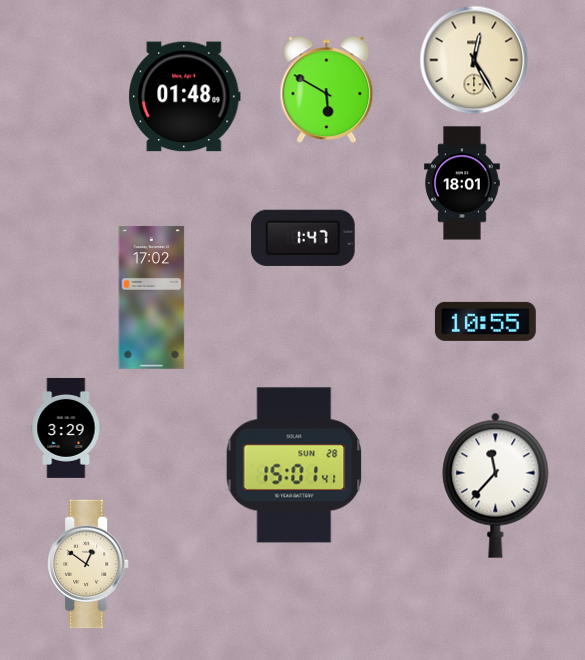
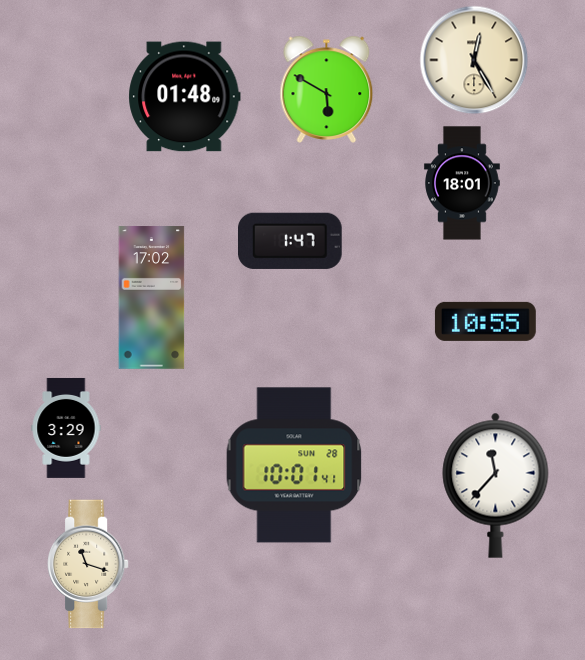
clock at (304, 238) position: (304, 238) -> (291, 241)
clock at (294, 465): 15:01 -> 10:01
clock at (88, 564): 12:51 -> 11:18
